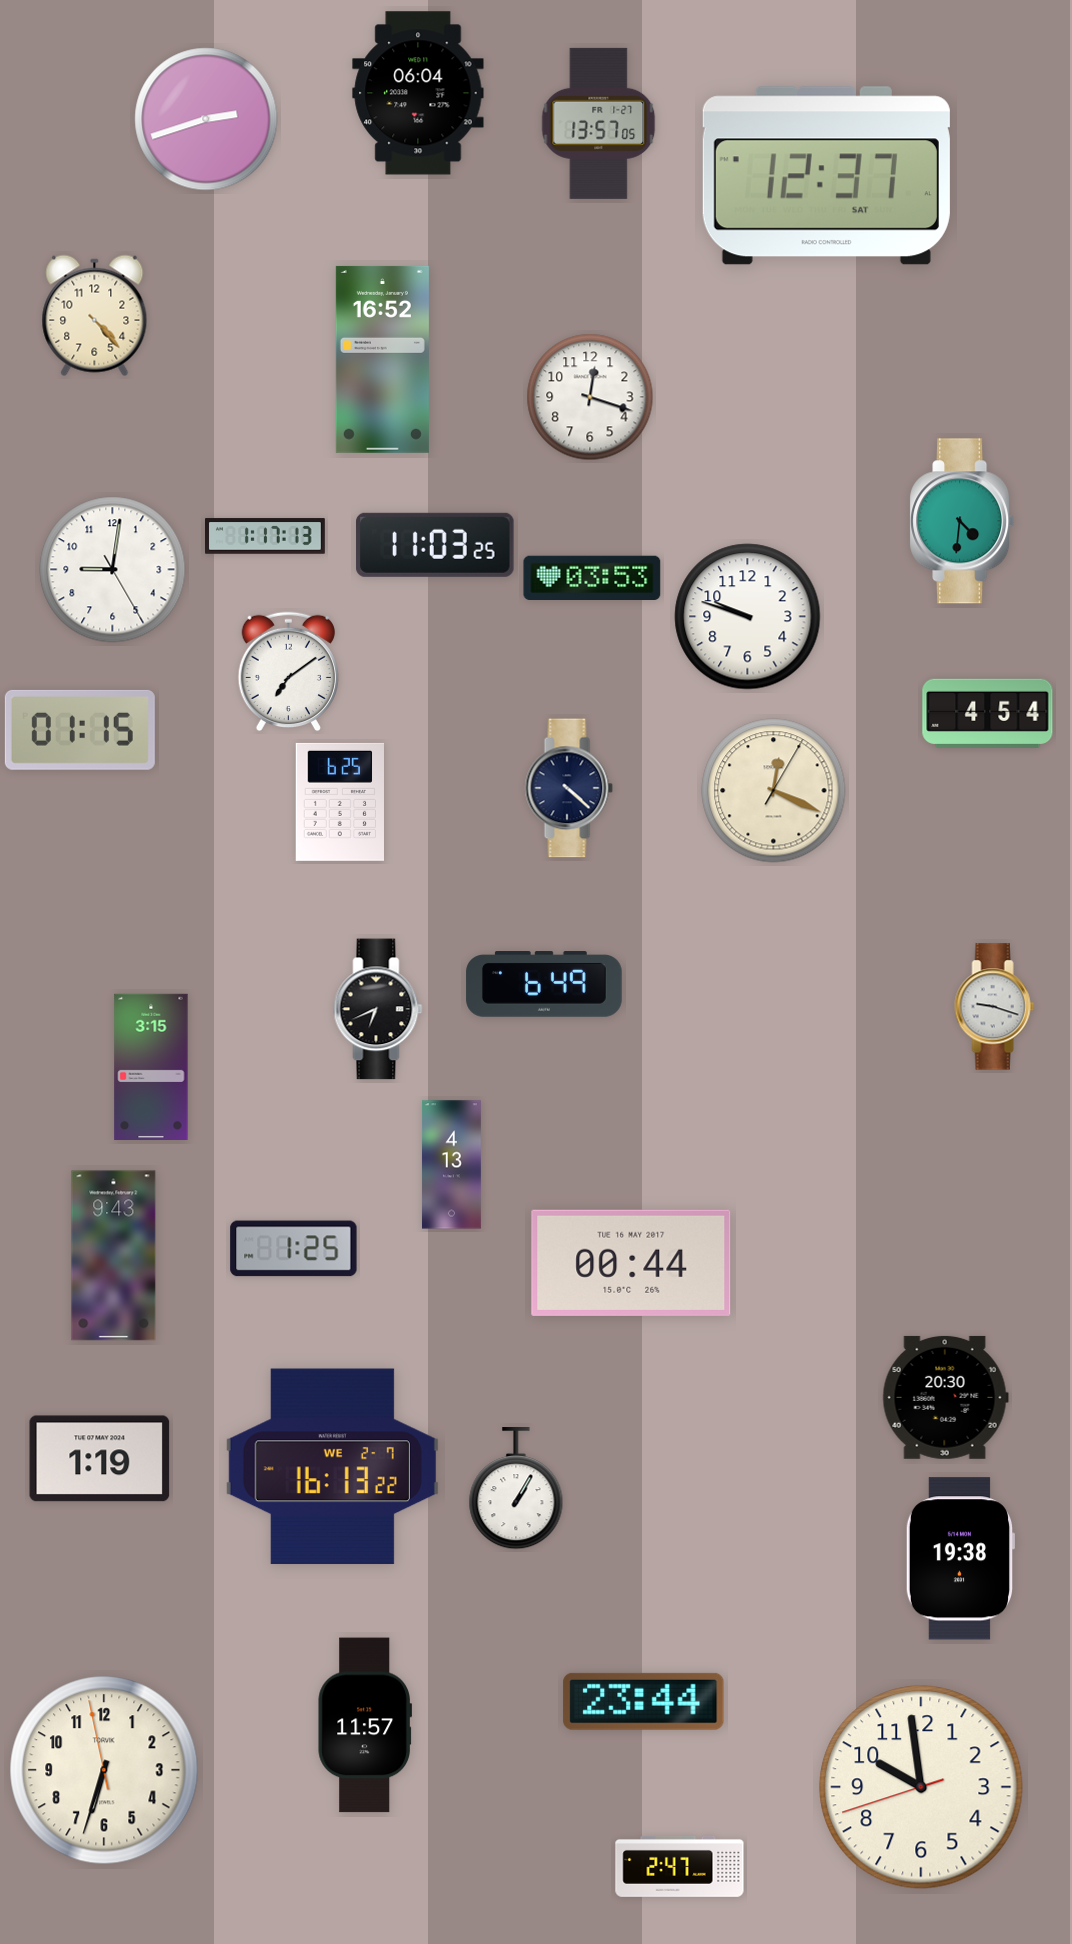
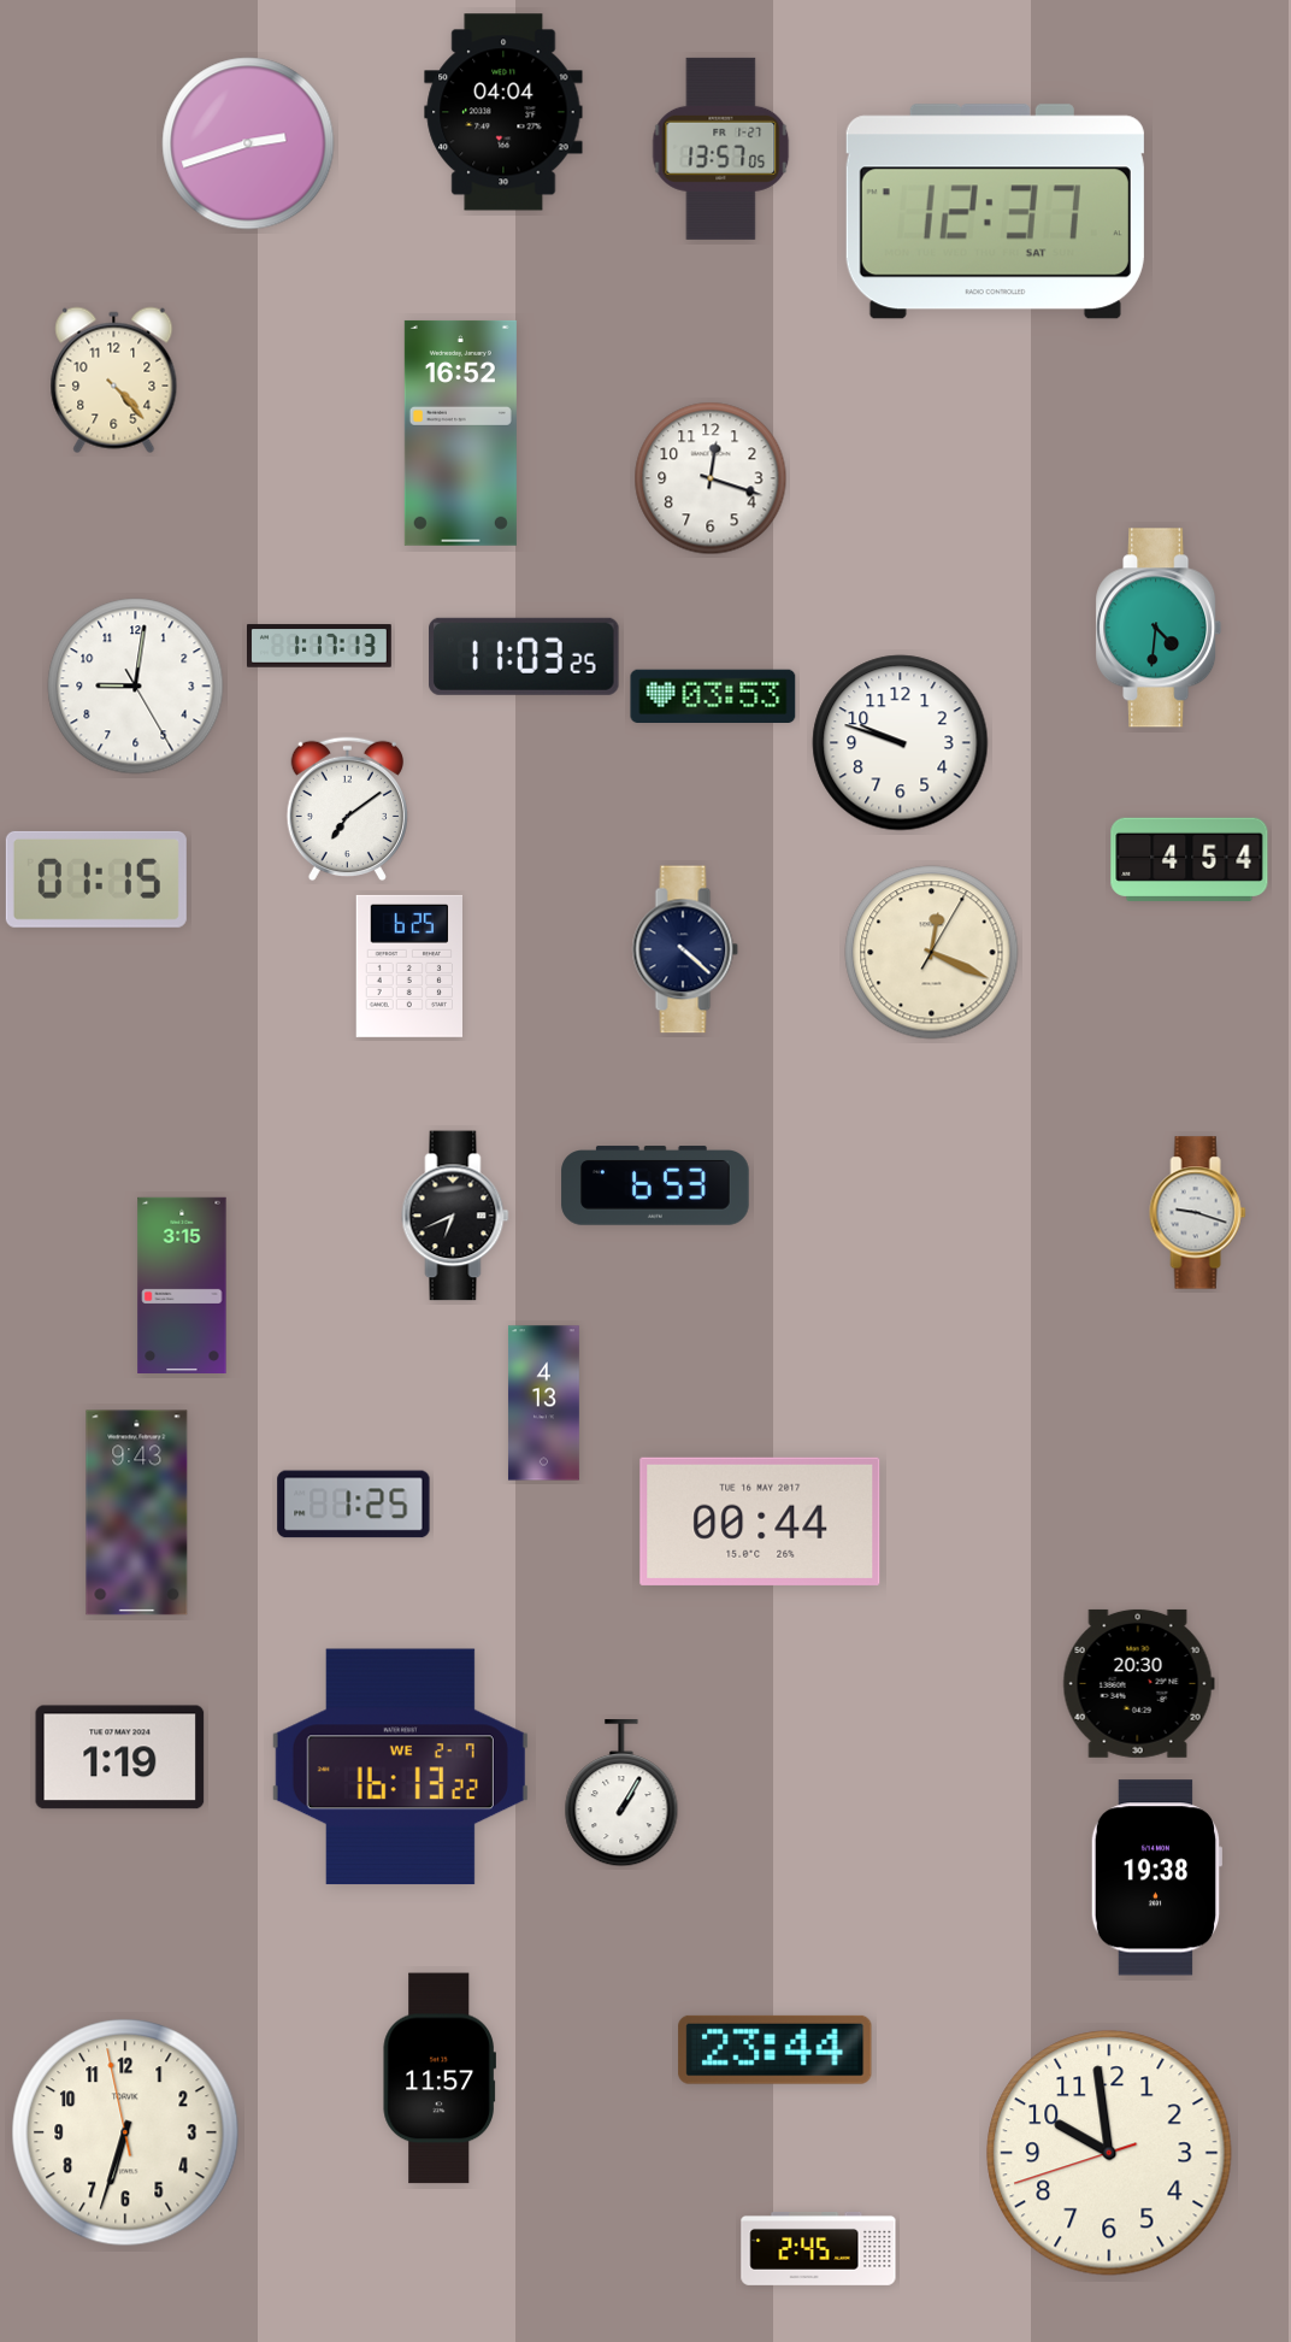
clock at (418, 93): 06:04 -> 04:04
clock at (544, 984): 6:49 -> 6:53
clock at (680, 1867): 2:47 -> 2:45
